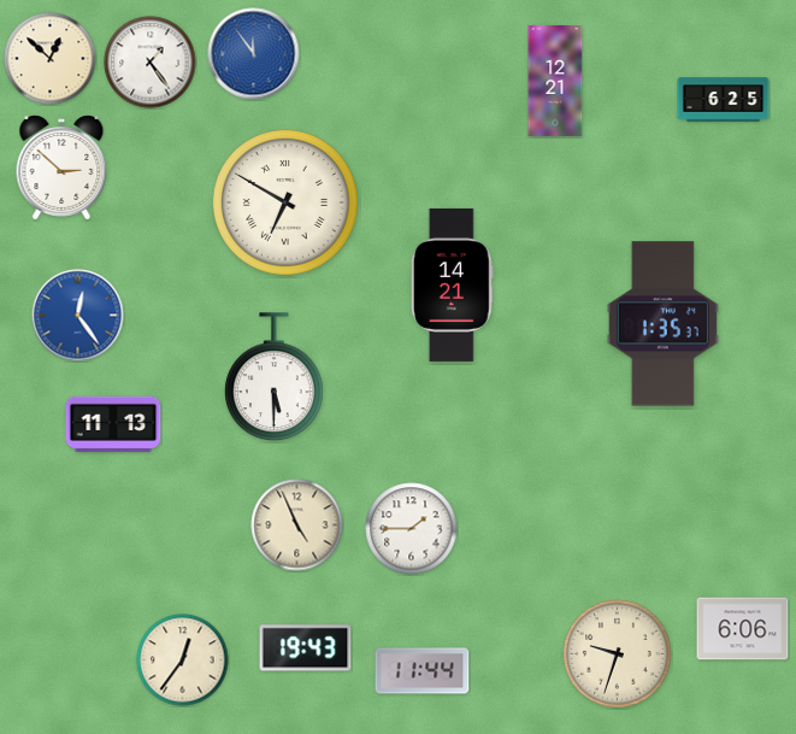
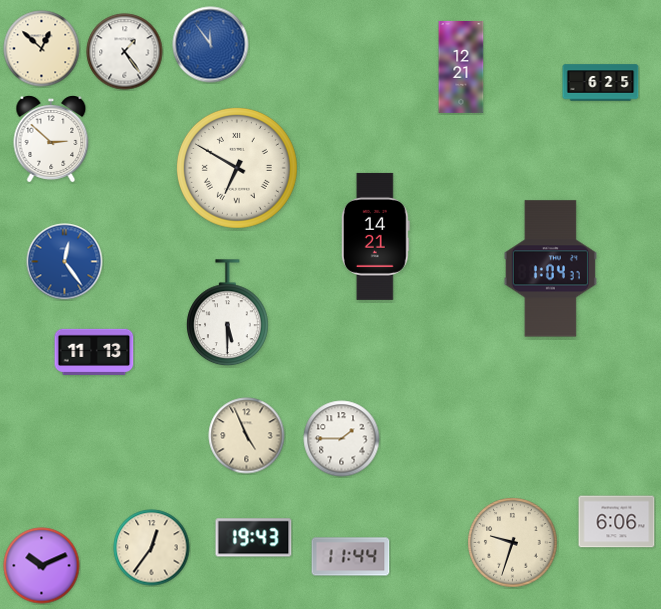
clock at (662, 324): 1:35 -> 1:04
clock at (42, 566): none -> 10:11
